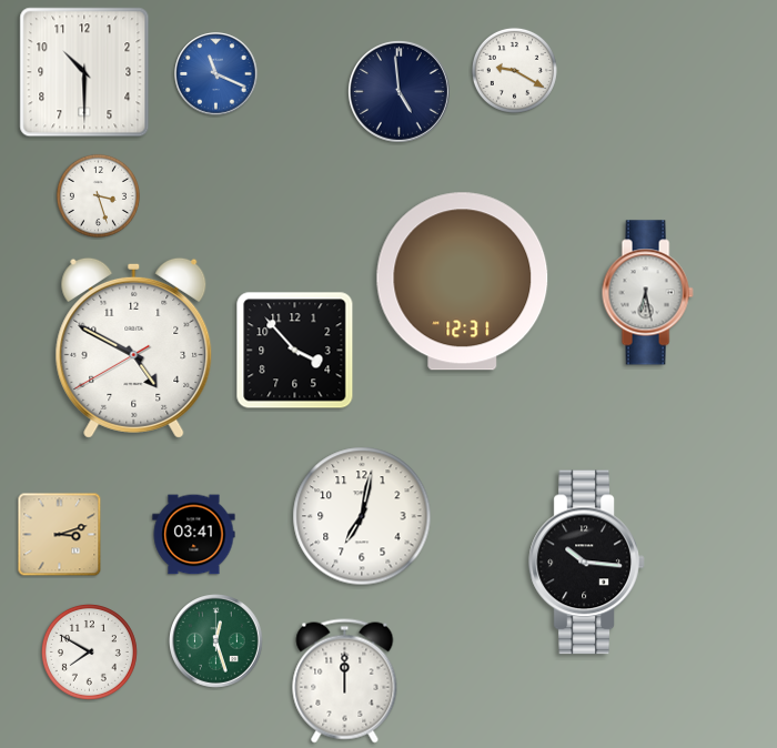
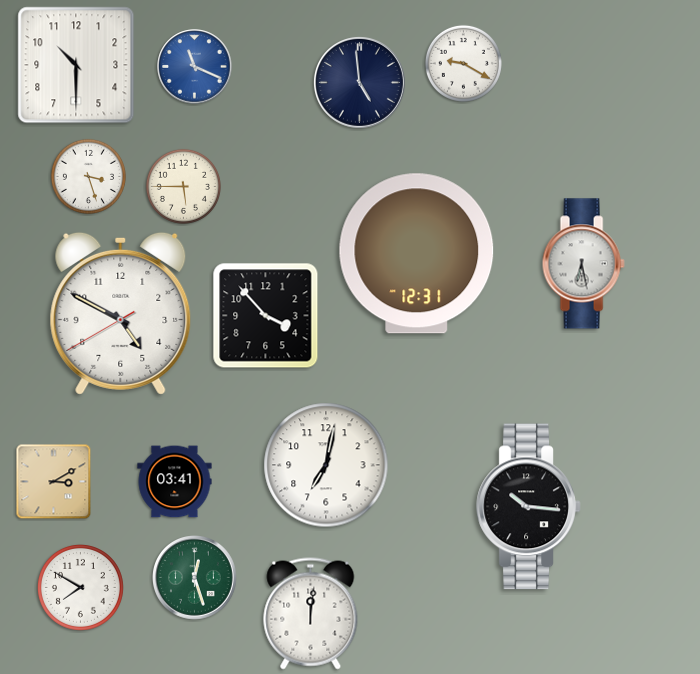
clock at (183, 186): none -> 5:45
clock at (60, 535): 3:12 -> 3:10
clock at (345, 681): 12:00 -> 12:01
